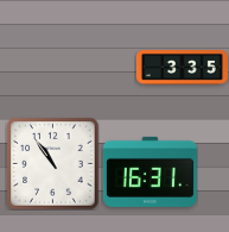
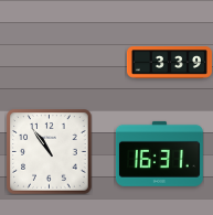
clock at (182, 68): 3:35 -> 3:39
clock at (150, 171) position: (150, 171) -> (159, 153)
